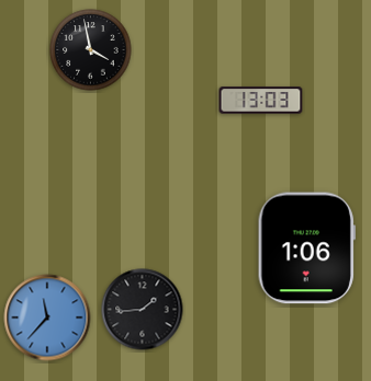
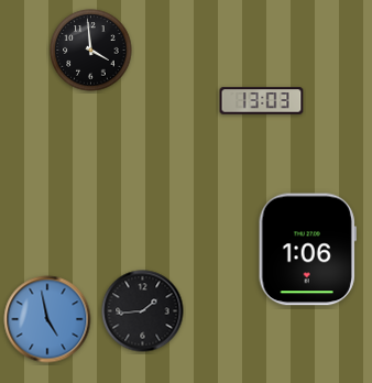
clock at (91, 50): 3:58 -> 3:59
clock at (47, 317): 11:37 -> 4:58
